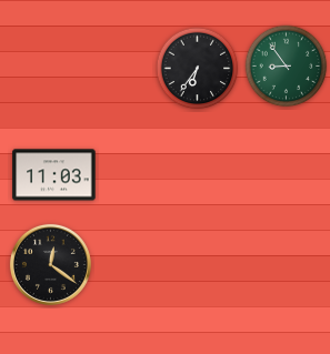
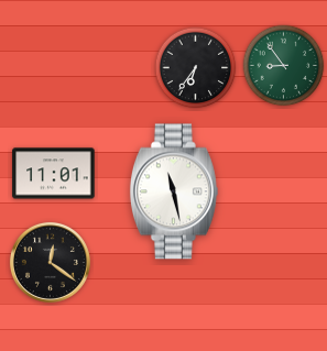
clock at (54, 175): 11:03 -> 11:01
clock at (174, 191): none -> 11:28
